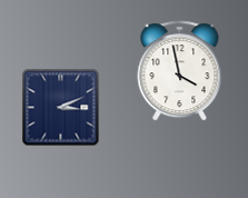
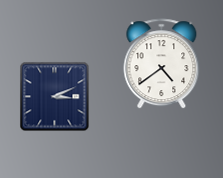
clock at (180, 71): 3:58 -> 4:39
